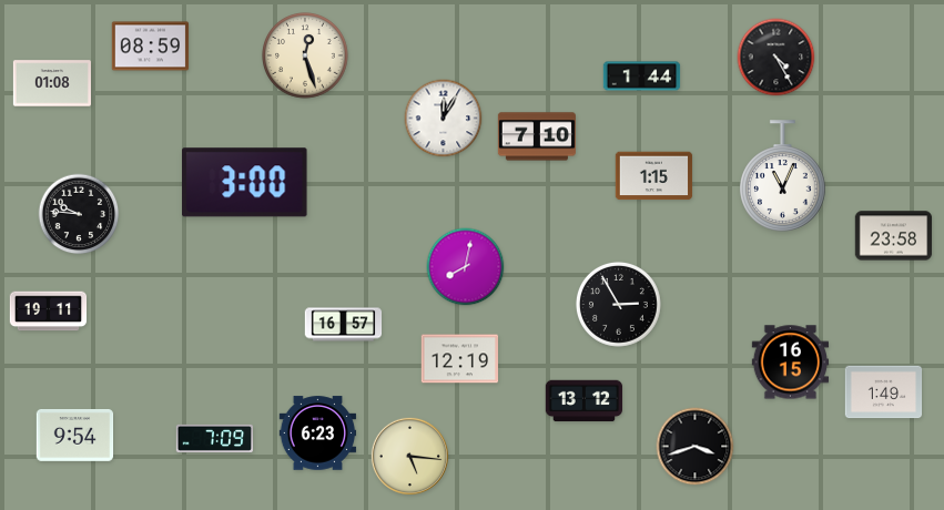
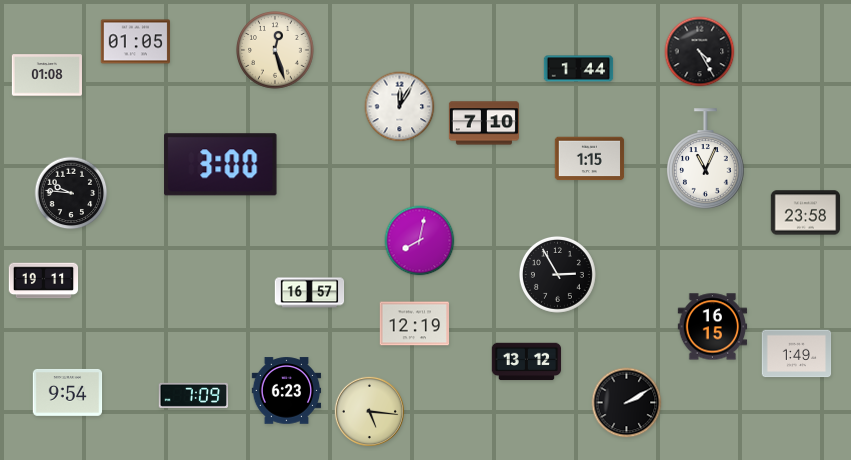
clock at (151, 47): 08:59 -> 01:05
clock at (696, 447): 3:42 -> 2:10
